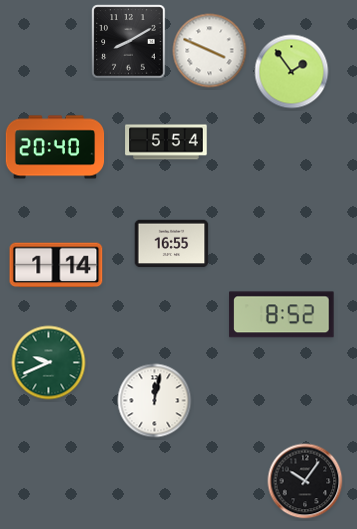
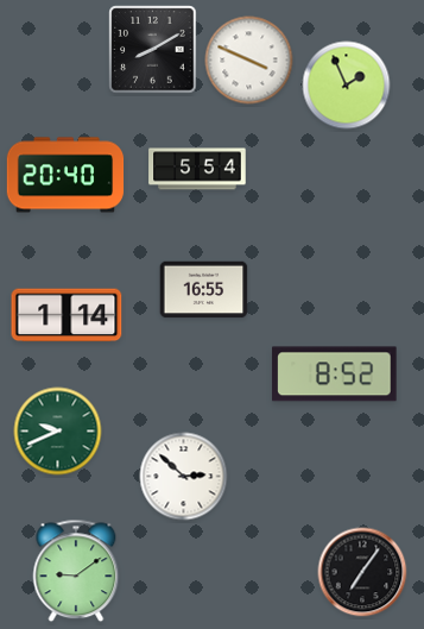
clock at (292, 72): 1:54 -> 1:56
clock at (155, 401): 12:02 -> 2:52
clock at (76, 571): none -> 9:09
clock at (305, 481): 10:06 -> 7:06
